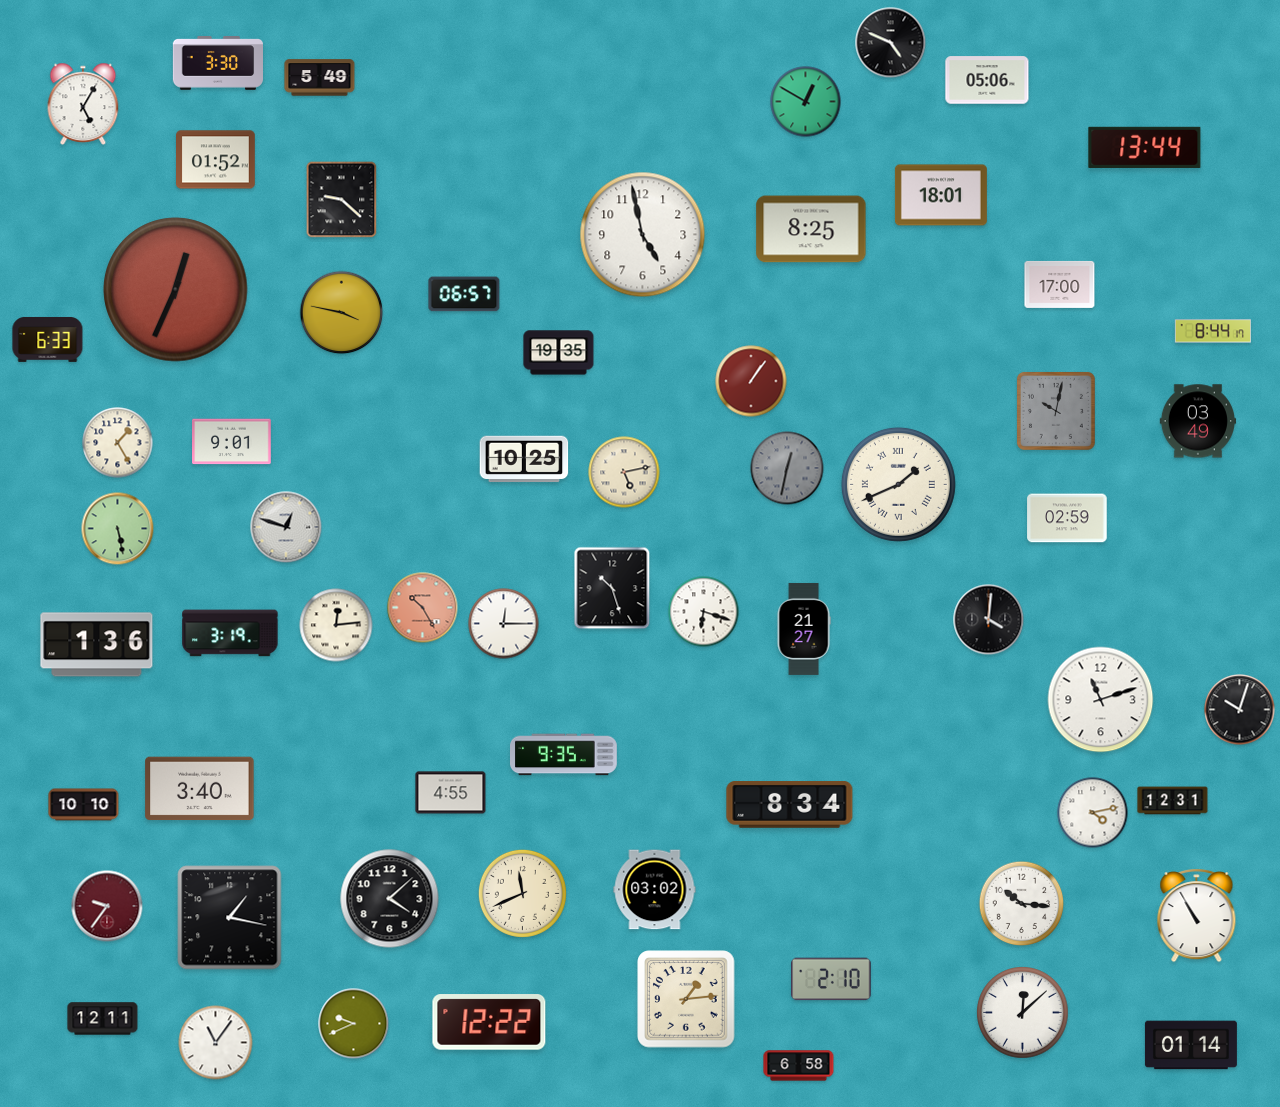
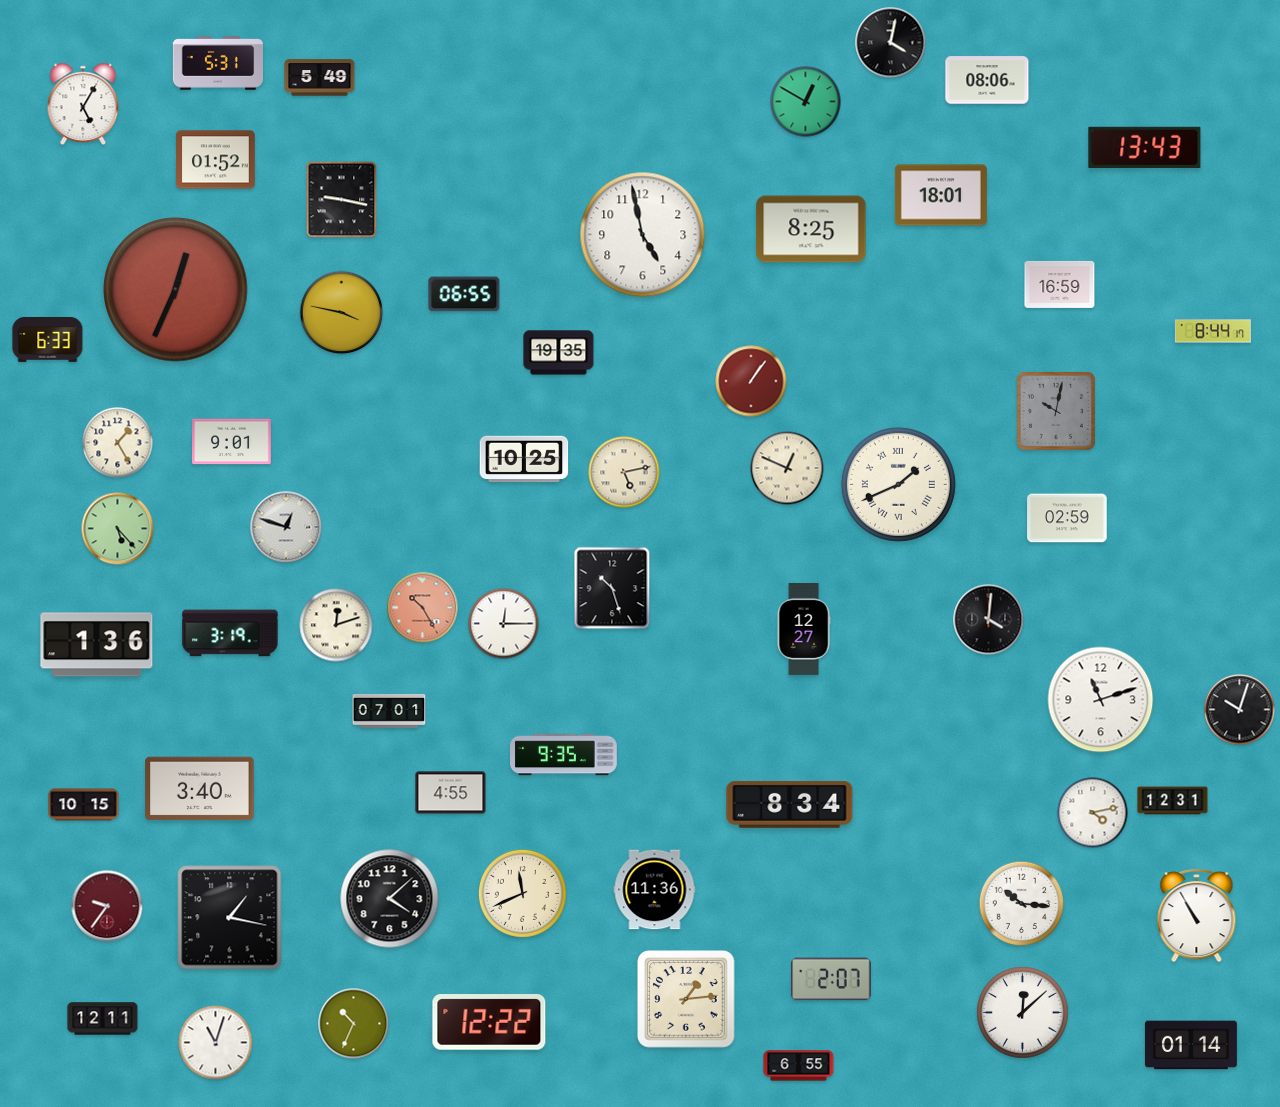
clock at (891, 43): 4:49 -> 4:02
clock at (217, 64): 3:30 -> 5:31
clock at (987, 80): 05:06 -> 08:06
clock at (1145, 147): 13:44 -> 13:43
clock at (342, 200): 9:22 -> 9:17
clock at (1060, 284): 17:00 -> 16:59
clock at (464, 294): 06:57 -> 06:55
clock at (1197, 421): 03:49 -> none
clock at (787, 468): 12:32 -> 12:49
clock at (787, 468) dial: grey -> cream
clock at (118, 529): 5:28 -> 5:23
clock at (704, 612): 6:18 -> none
clock at (336, 625): 12:14 -> 12:12
clock at (804, 629): 21:27 -> 12:27
clock at (389, 712): none -> 07:01
clock at (84, 805): 10:10 -> 10:15
clock at (655, 890): 03:02 -> 11:36
clock at (831, 979): 2:10 -> 2:07
clock at (354, 1024): 9:41 -> 10:34
clock at (216, 1043): 11:06 -> 11:03
clock at (799, 1066): 6:58 -> 6:55
